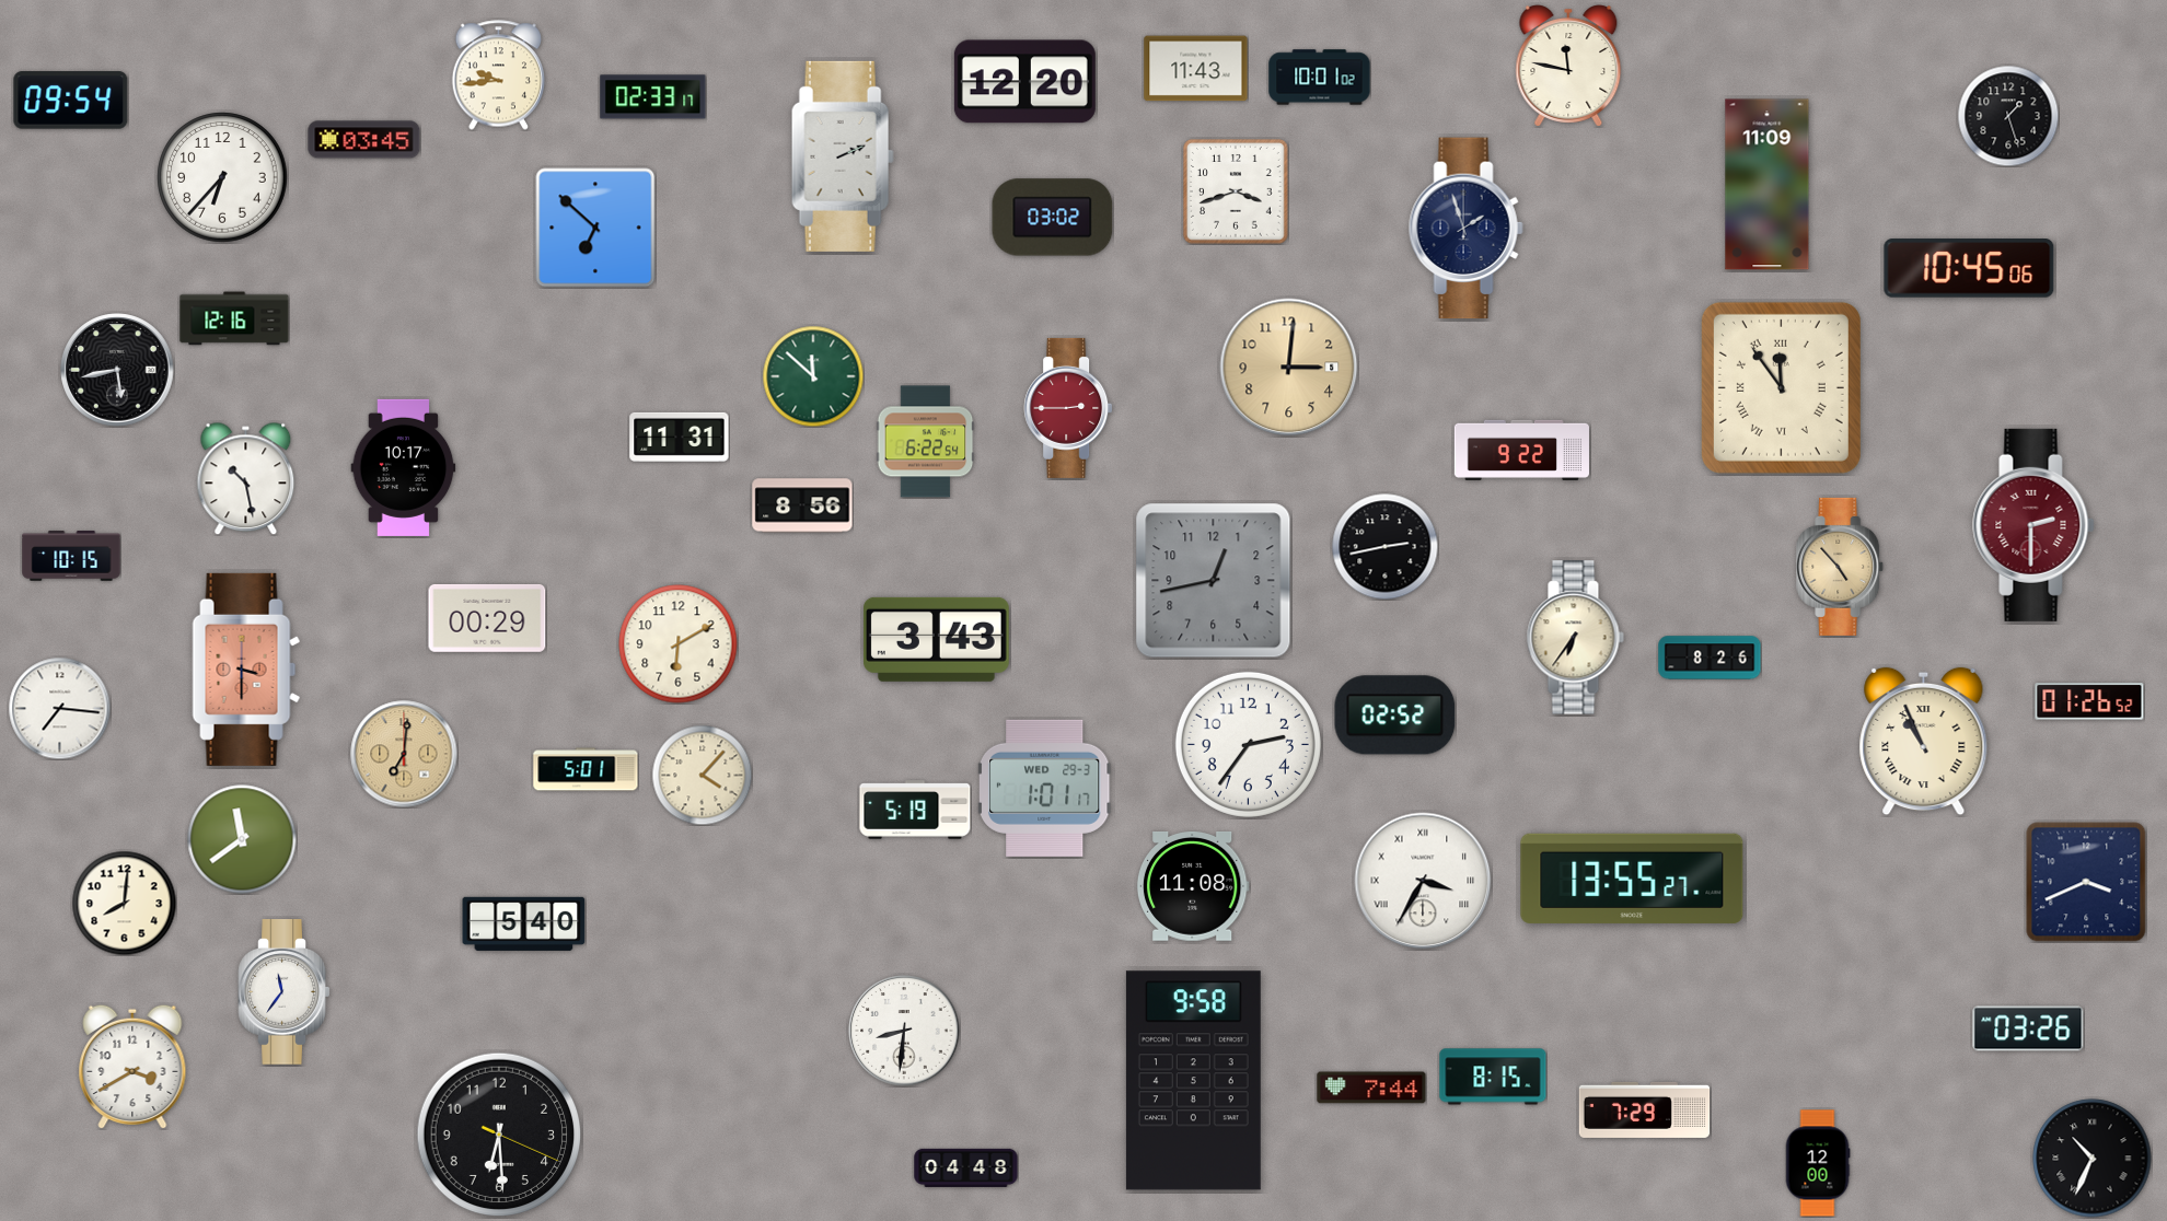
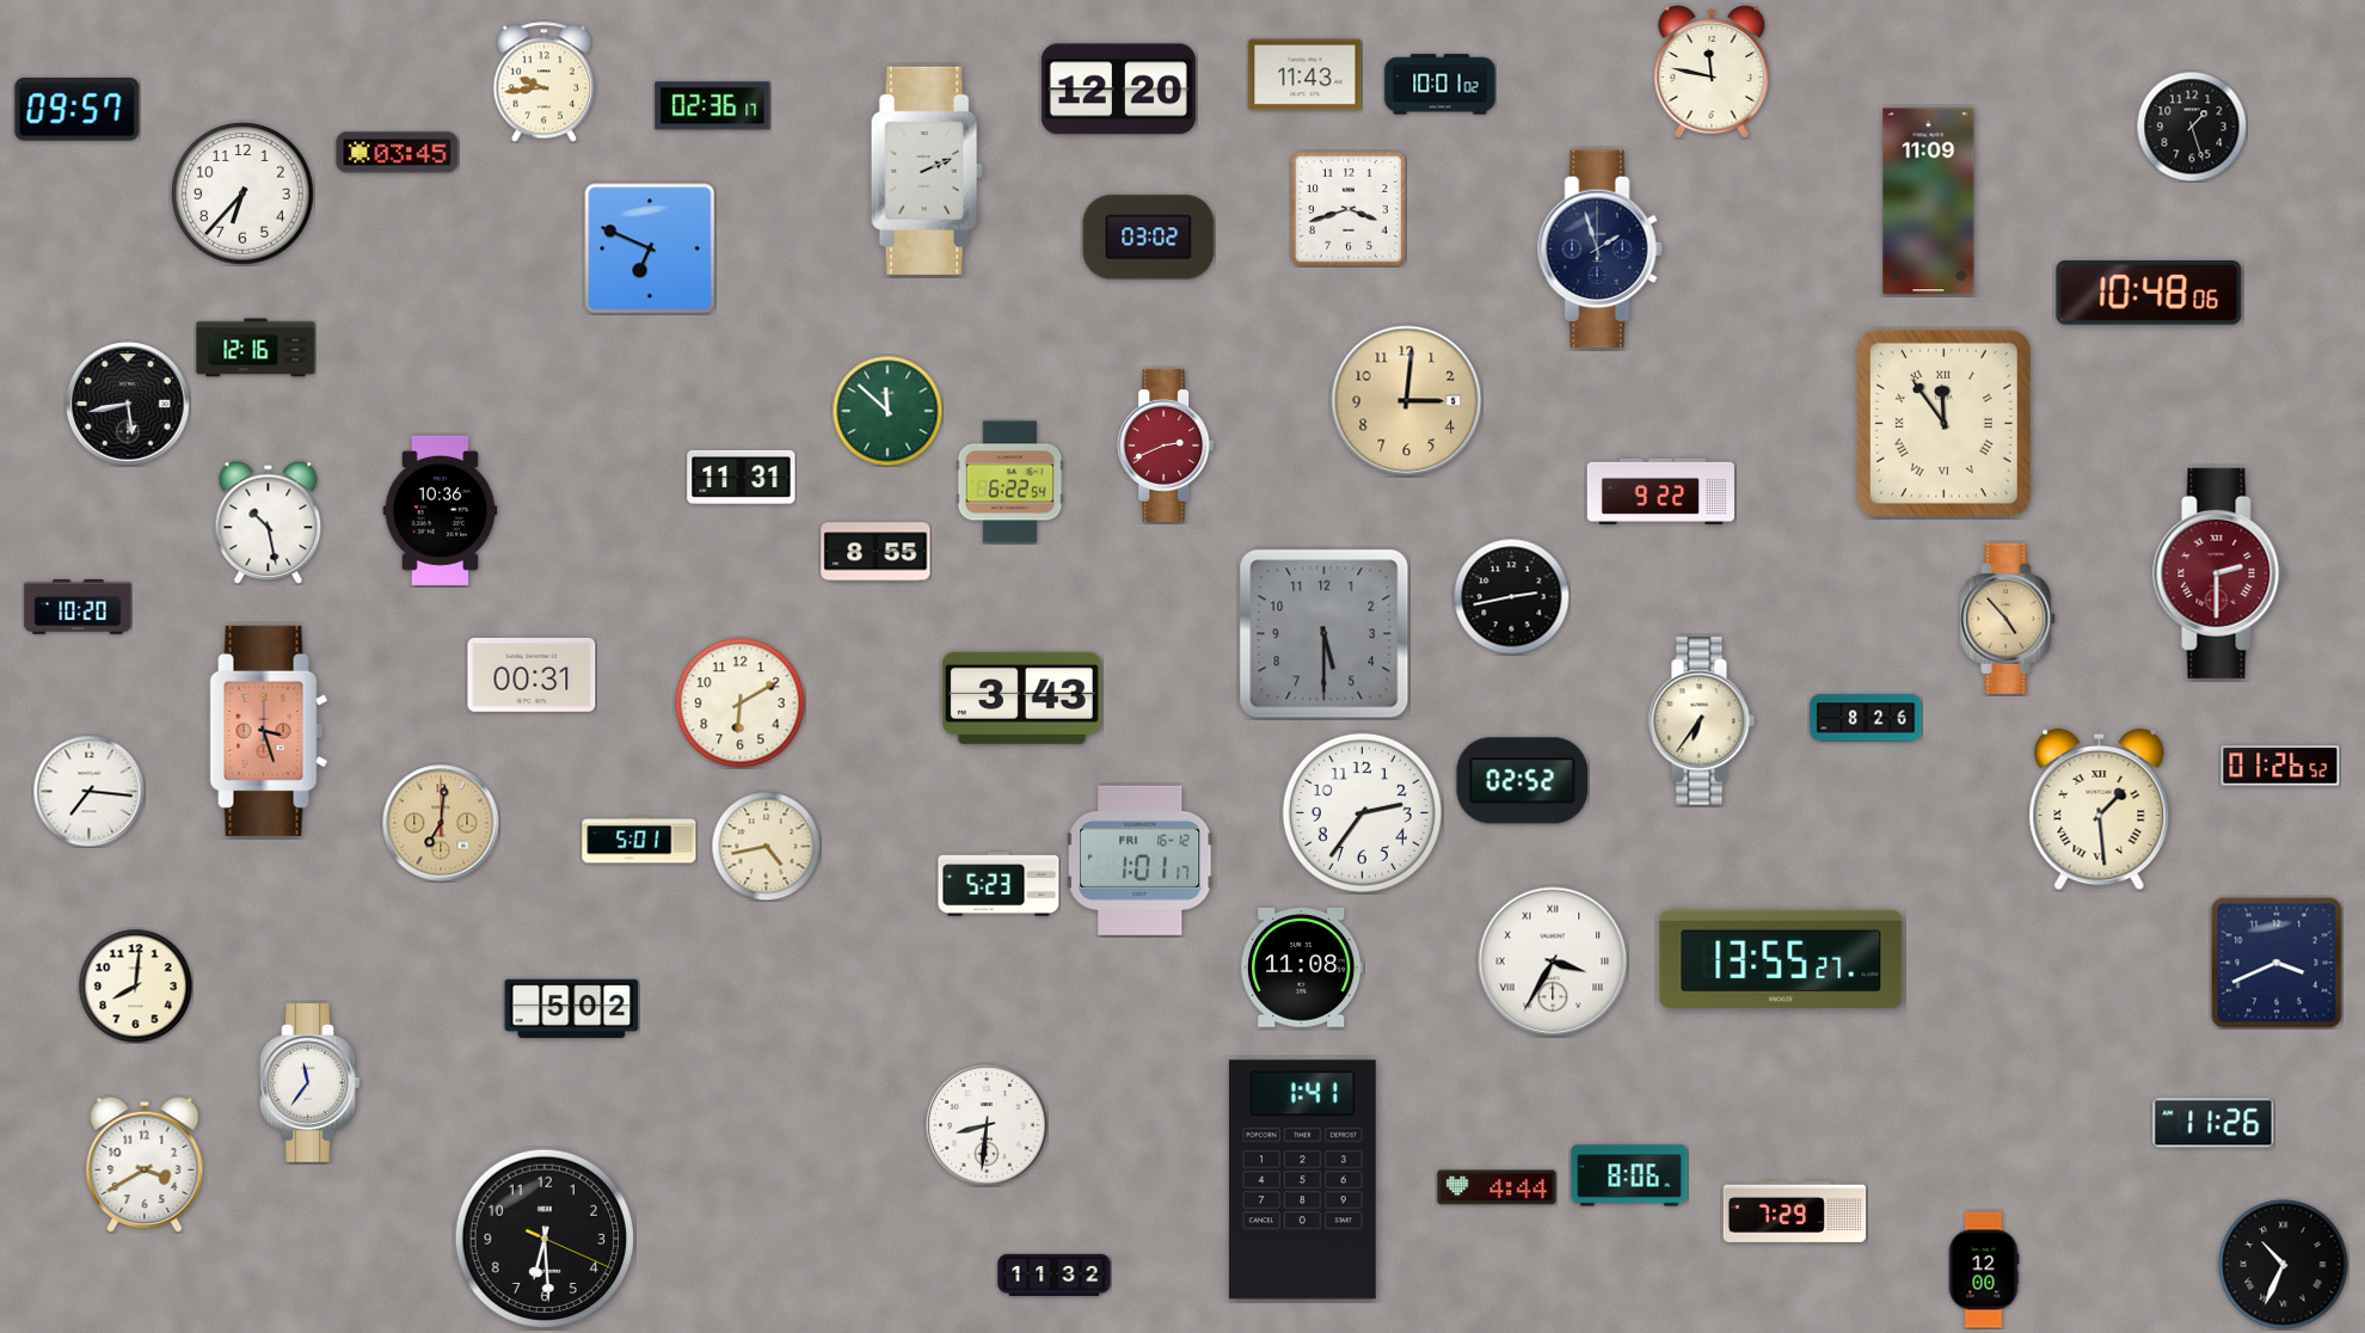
clock at (653, 97): 02:33 -> 02:36
clock at (71, 101): 09:54 -> 09:57
clock at (843, 156) position: (843, 156) -> (927, 171)
clock at (595, 228): 6:52 -> 6:49
clock at (1969, 268): 10:45 -> 10:48
clock at (1068, 408): 2:45 -> 2:41
clock at (404, 467): 10:17 -> 10:36
clock at (802, 505): 8:56 -> 8:55
clock at (71, 556): 10:15 -> 10:20
clock at (1214, 581): 12:43 -> 5:30
clock at (487, 618): 00:29 -> 00:31
clock at (1575, 638) position: (1575, 638) -> (1701, 721)
clock at (246, 670): 3:30 -> 3:27
clock at (59, 708) position: (59, 708) -> (88, 791)
clock at (1924, 742): 10:56 -> 1:29
clock at (702, 775): 4:07 -> 4:43
clock at (1045, 788) date: WED 29-3 -> FRI 16-12
clock at (915, 810): 5:19 -> 5:23
clock at (242, 839): 11:39 -> none
clock at (524, 923): 5:40 -> 5:02
clock at (2028, 1028): 03:26 -> 11:26
clock at (1493, 1077): 8:15 -> 8:06
clock at (1193, 1081): 9:58 -> 1:41
clock at (1371, 1088): 7:44 -> 4:44
clock at (966, 1167): 04:48 -> 11:32
